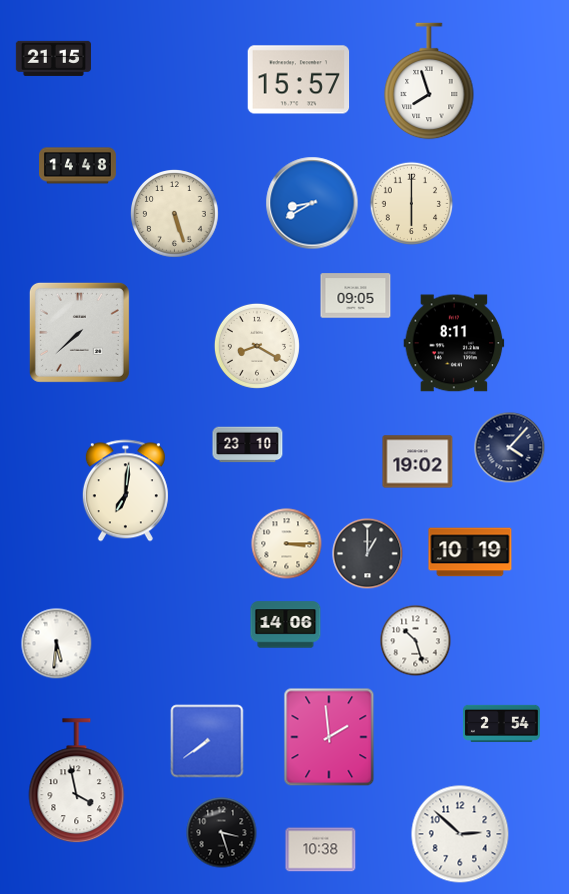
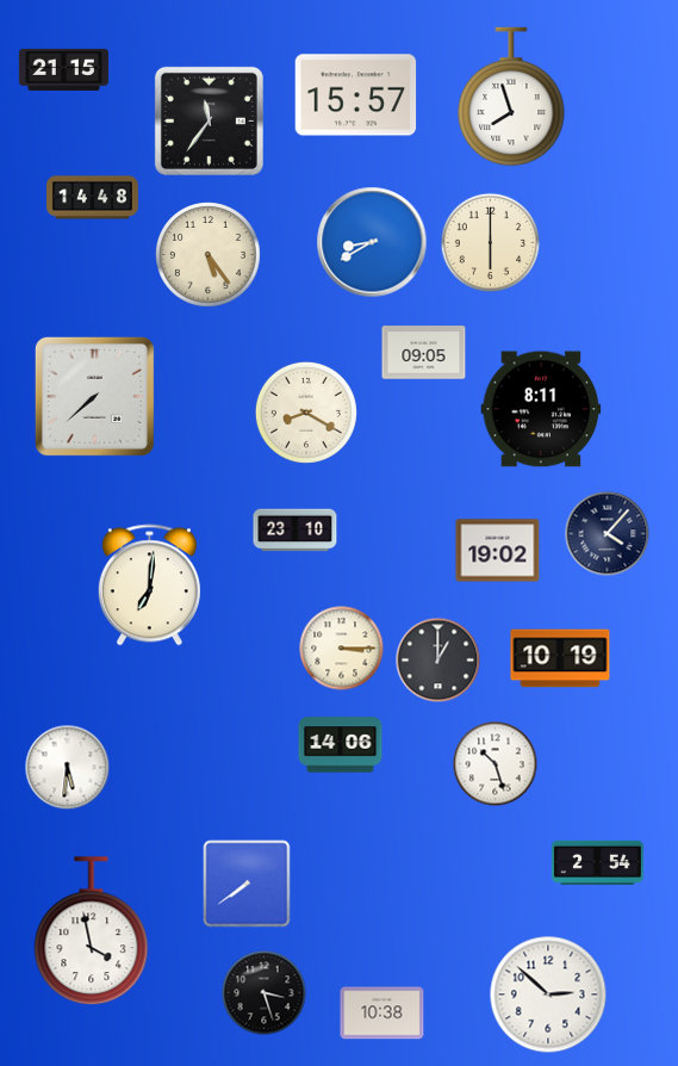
clock at (209, 120): none -> 11:36
clock at (175, 214): 5:27 -> 5:24
clock at (329, 737): 1:59 -> none
